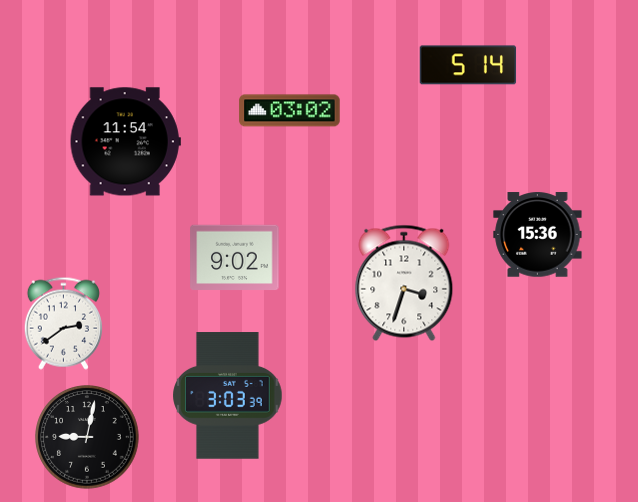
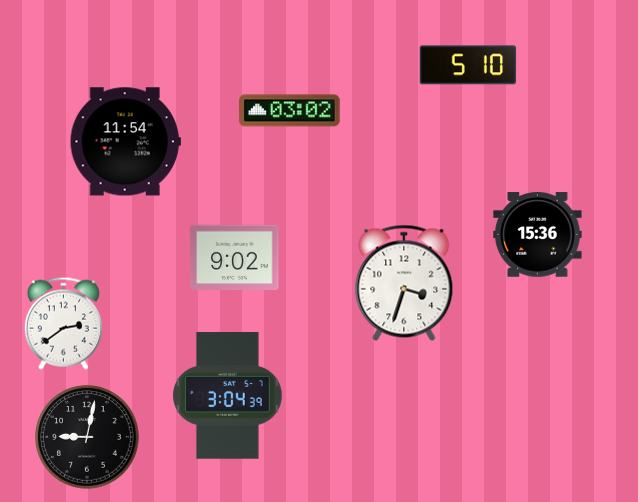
clock at (468, 65): 5:14 -> 5:10
clock at (228, 396): 3:03 -> 3:04
